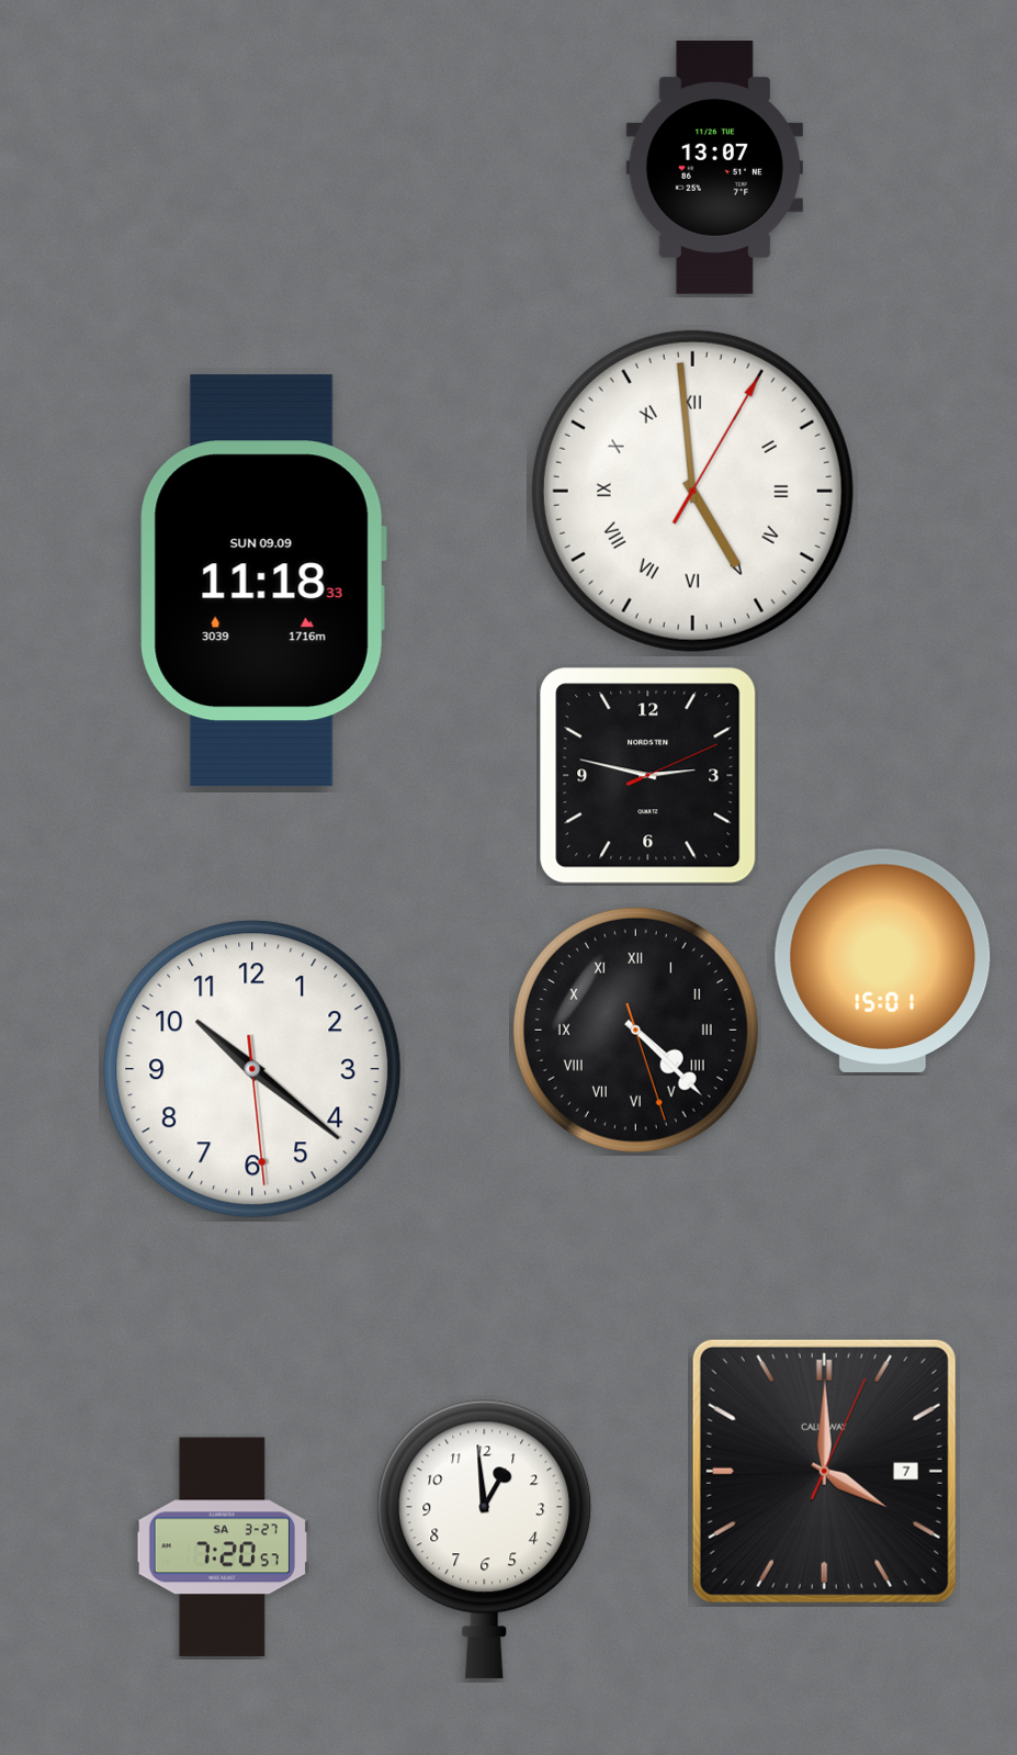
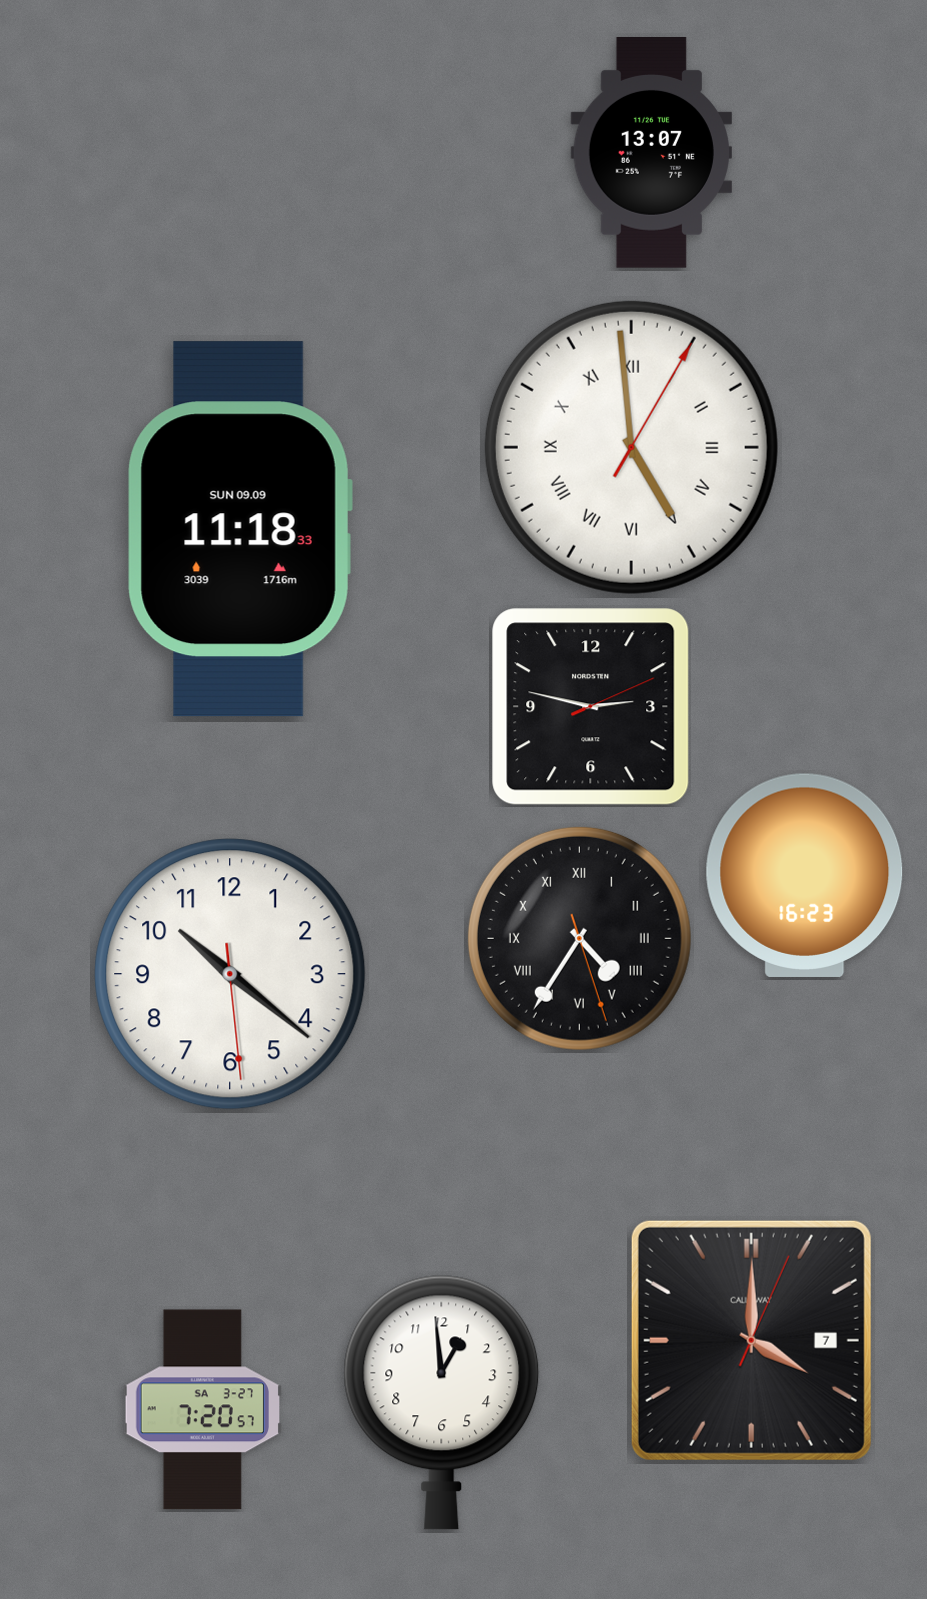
clock at (883, 960): 15:01 -> 16:23
clock at (635, 1030): 4:22 -> 4:35
